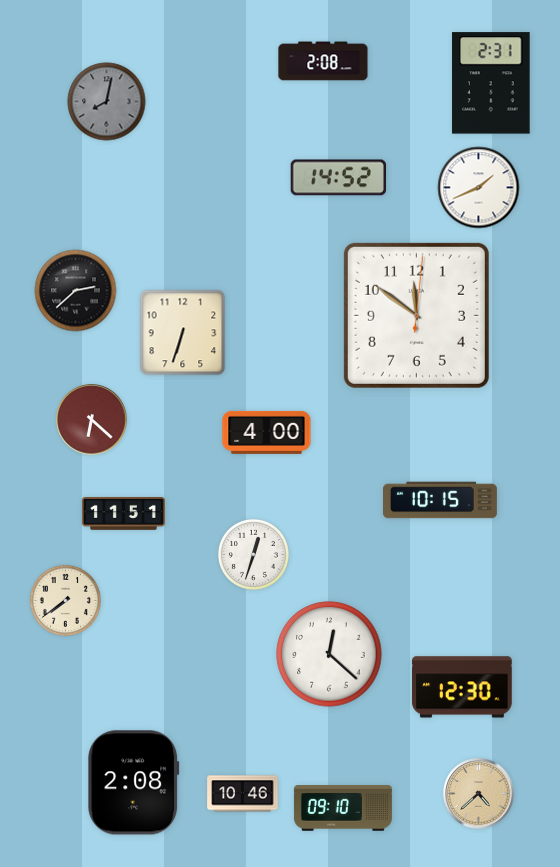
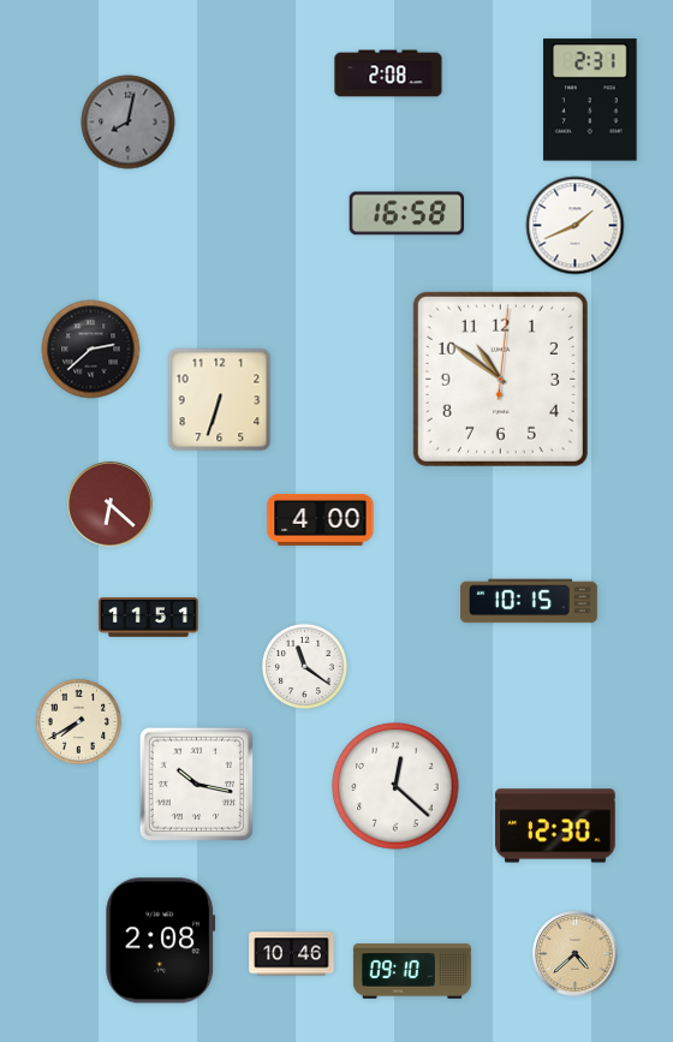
clock at (338, 178): 14:52 -> 16:58
clock at (416, 315): 11:51 -> 10:51
clock at (253, 554): 12:33 -> 11:21
clock at (65, 600): 7:39 -> 7:40
clock at (197, 785): none -> 10:17
